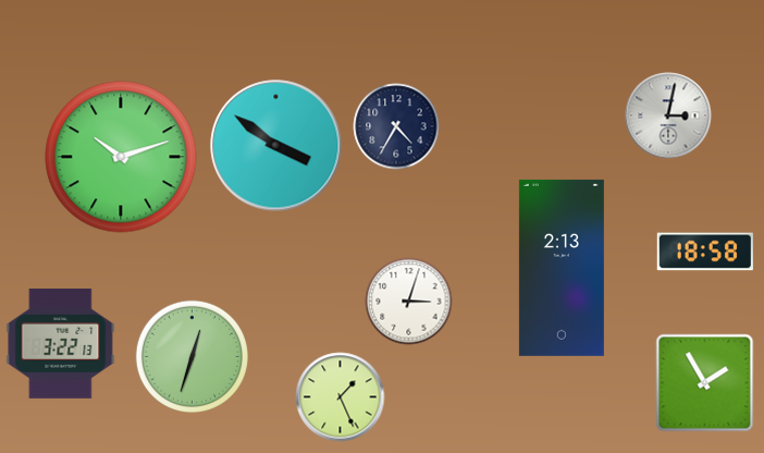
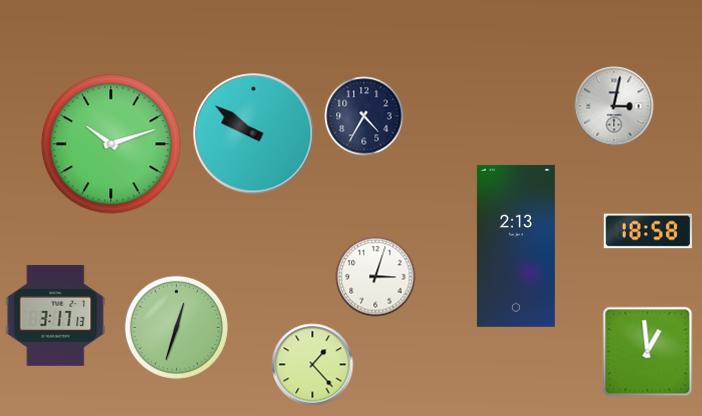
clock at (276, 146): 3:51 -> 9:51
clock at (61, 343): 3:22 -> 3:17
clock at (704, 382): 1:55 -> 12:59
clock at (340, 396): 1:26 -> 1:23
